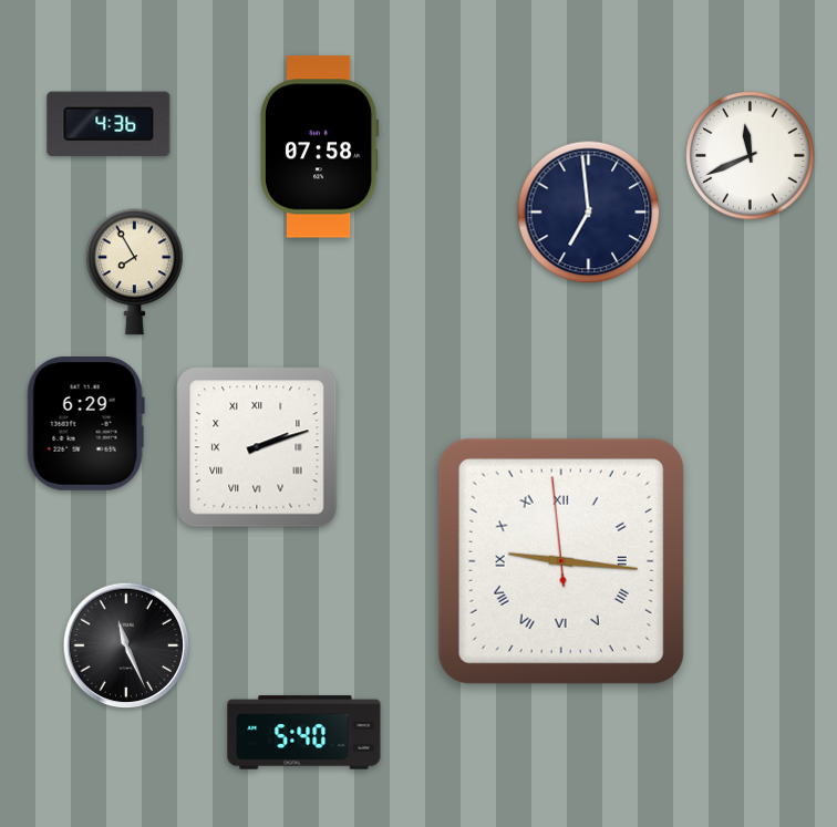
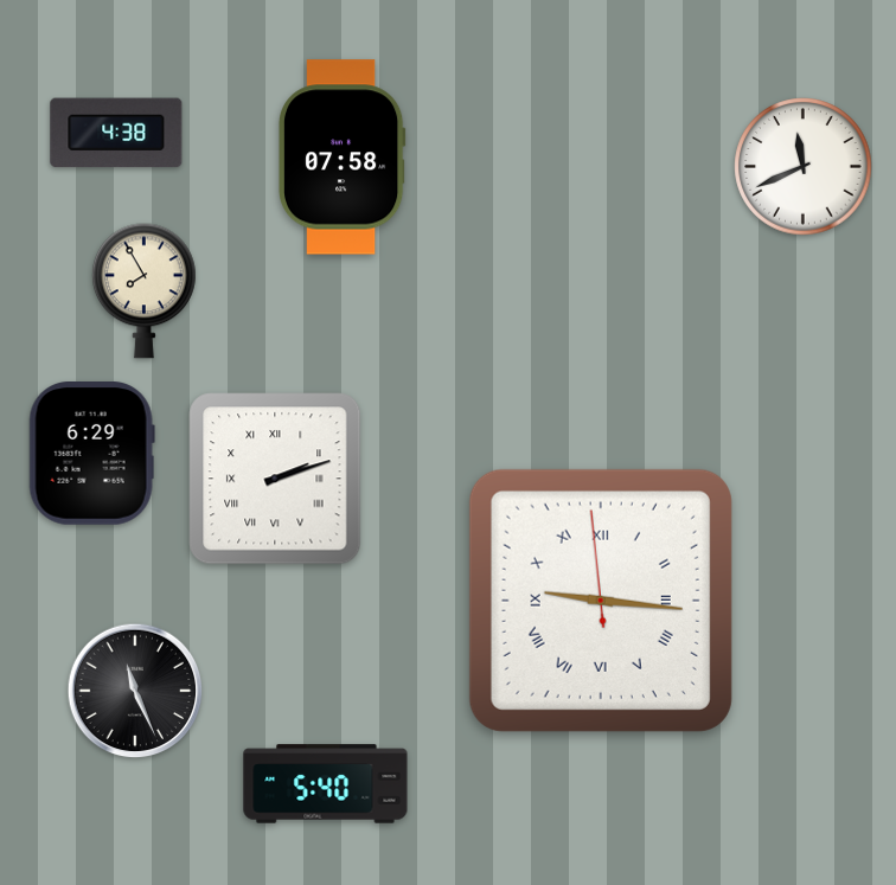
clock at (108, 124): 4:36 -> 4:38
clock at (589, 213): 6:59 -> none
